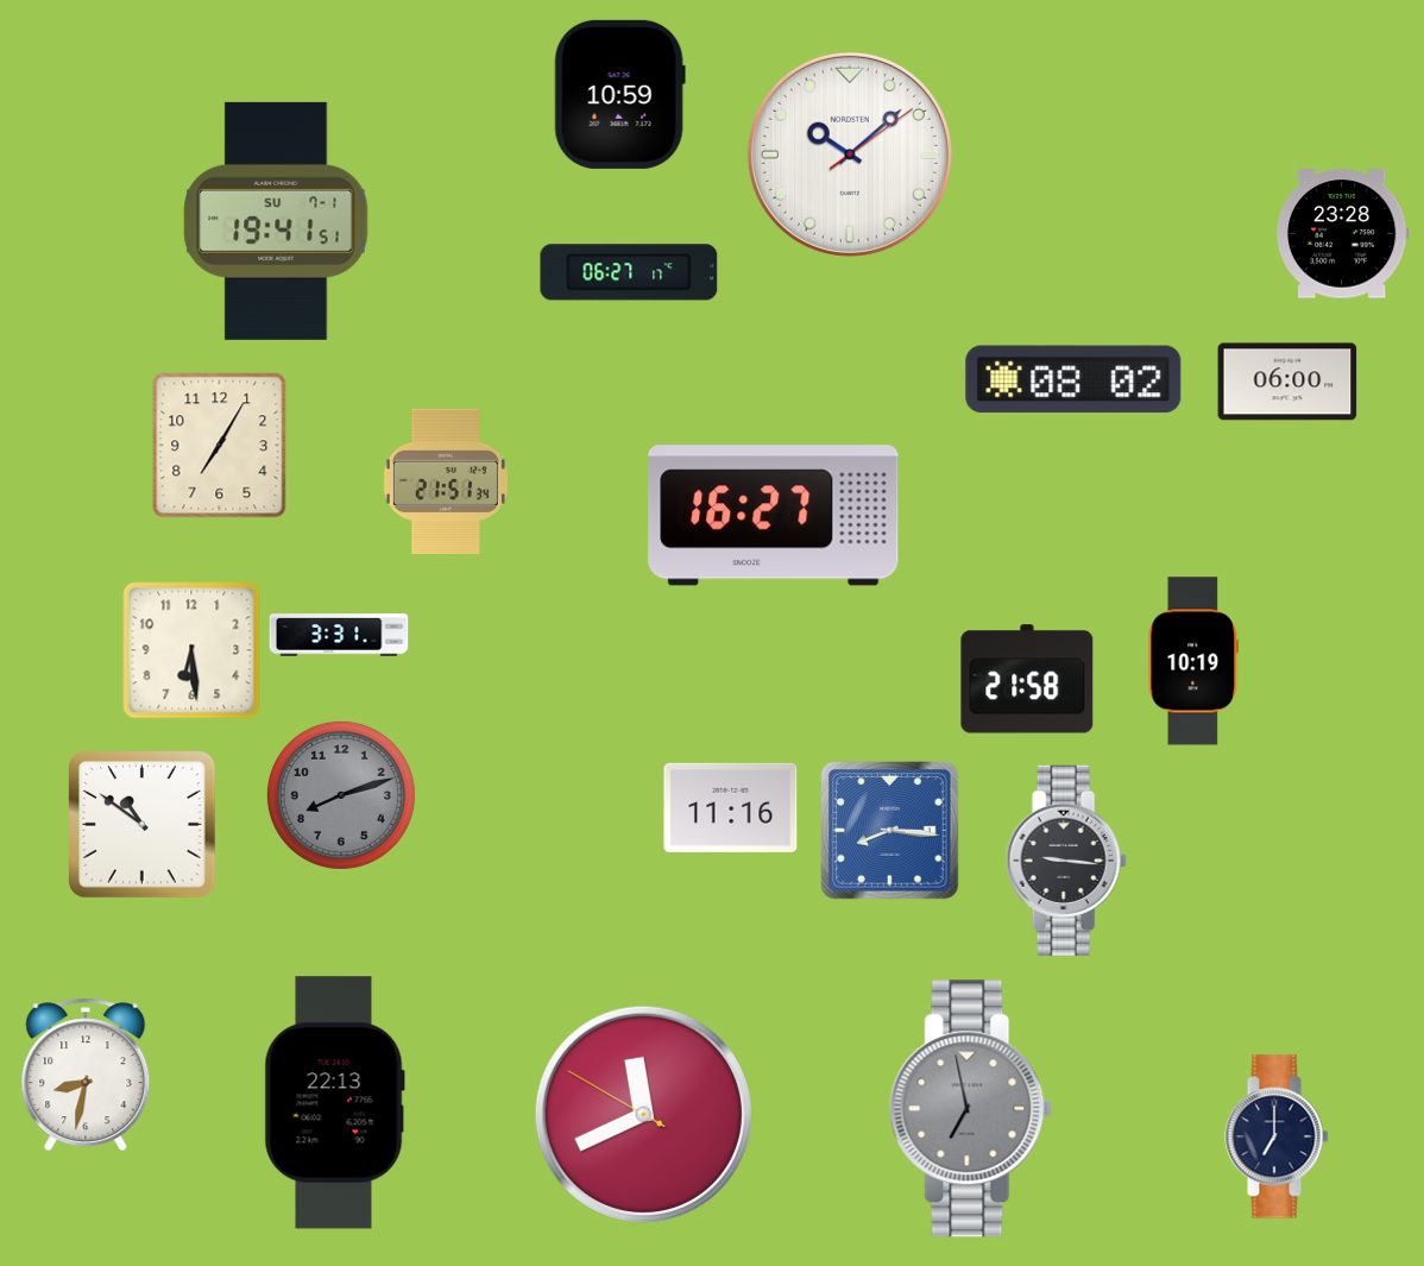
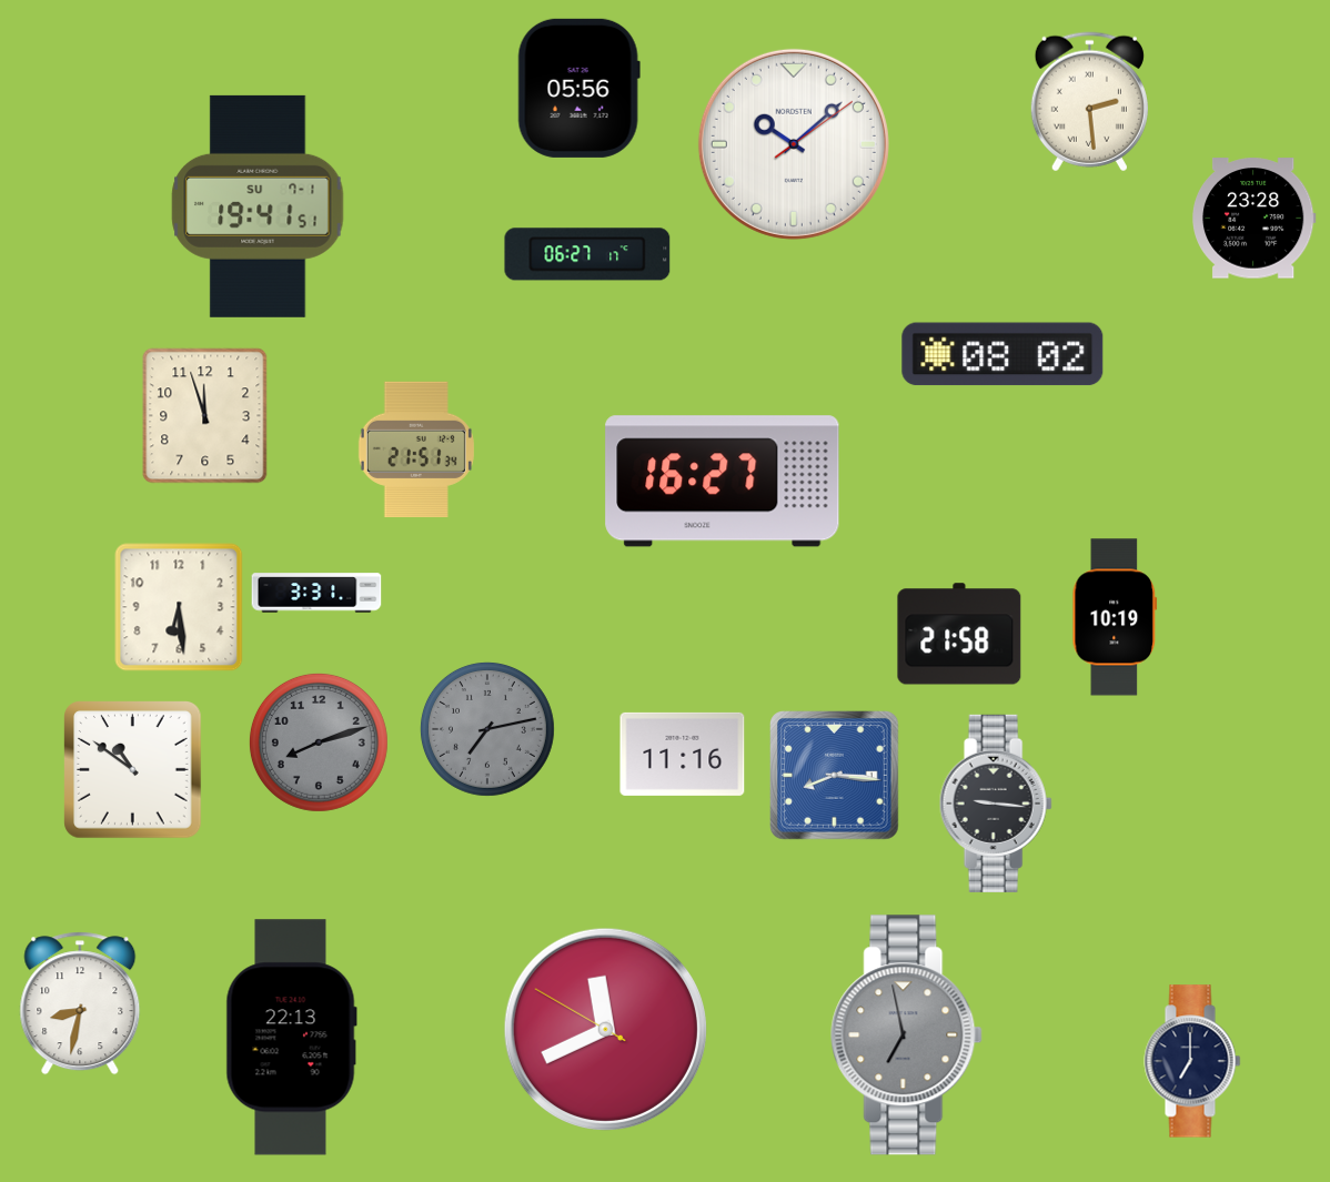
clock at (619, 94): 10:59 -> 05:56
clock at (1089, 102): none -> 2:29
clock at (1287, 382): 06:00 -> none
clock at (220, 446): 7:05 -> 11:57
clock at (487, 729): none -> 7:13
clock at (890, 831) position: (890, 831) -> (835, 776)
clock at (334, 1103) position: (334, 1103) -> (291, 1038)
clock at (643, 1114) position: (643, 1114) -> (605, 1029)
